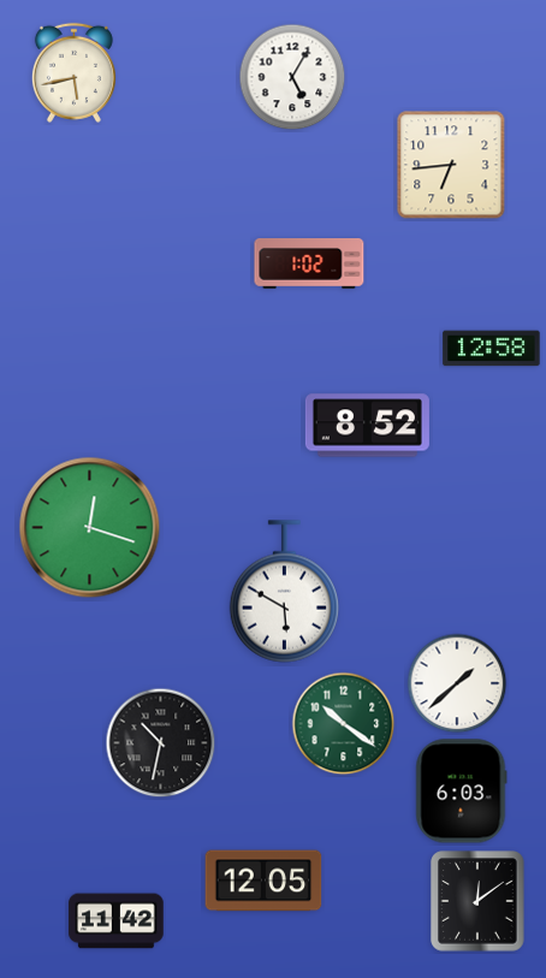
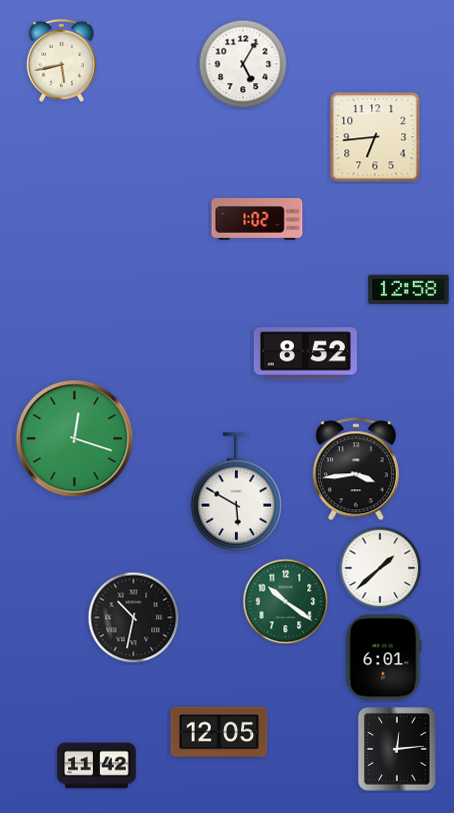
clock at (356, 469): none -> 3:44
clock at (462, 792): 6:03 -> 6:01
clock at (477, 901): 12:09 -> 12:14
